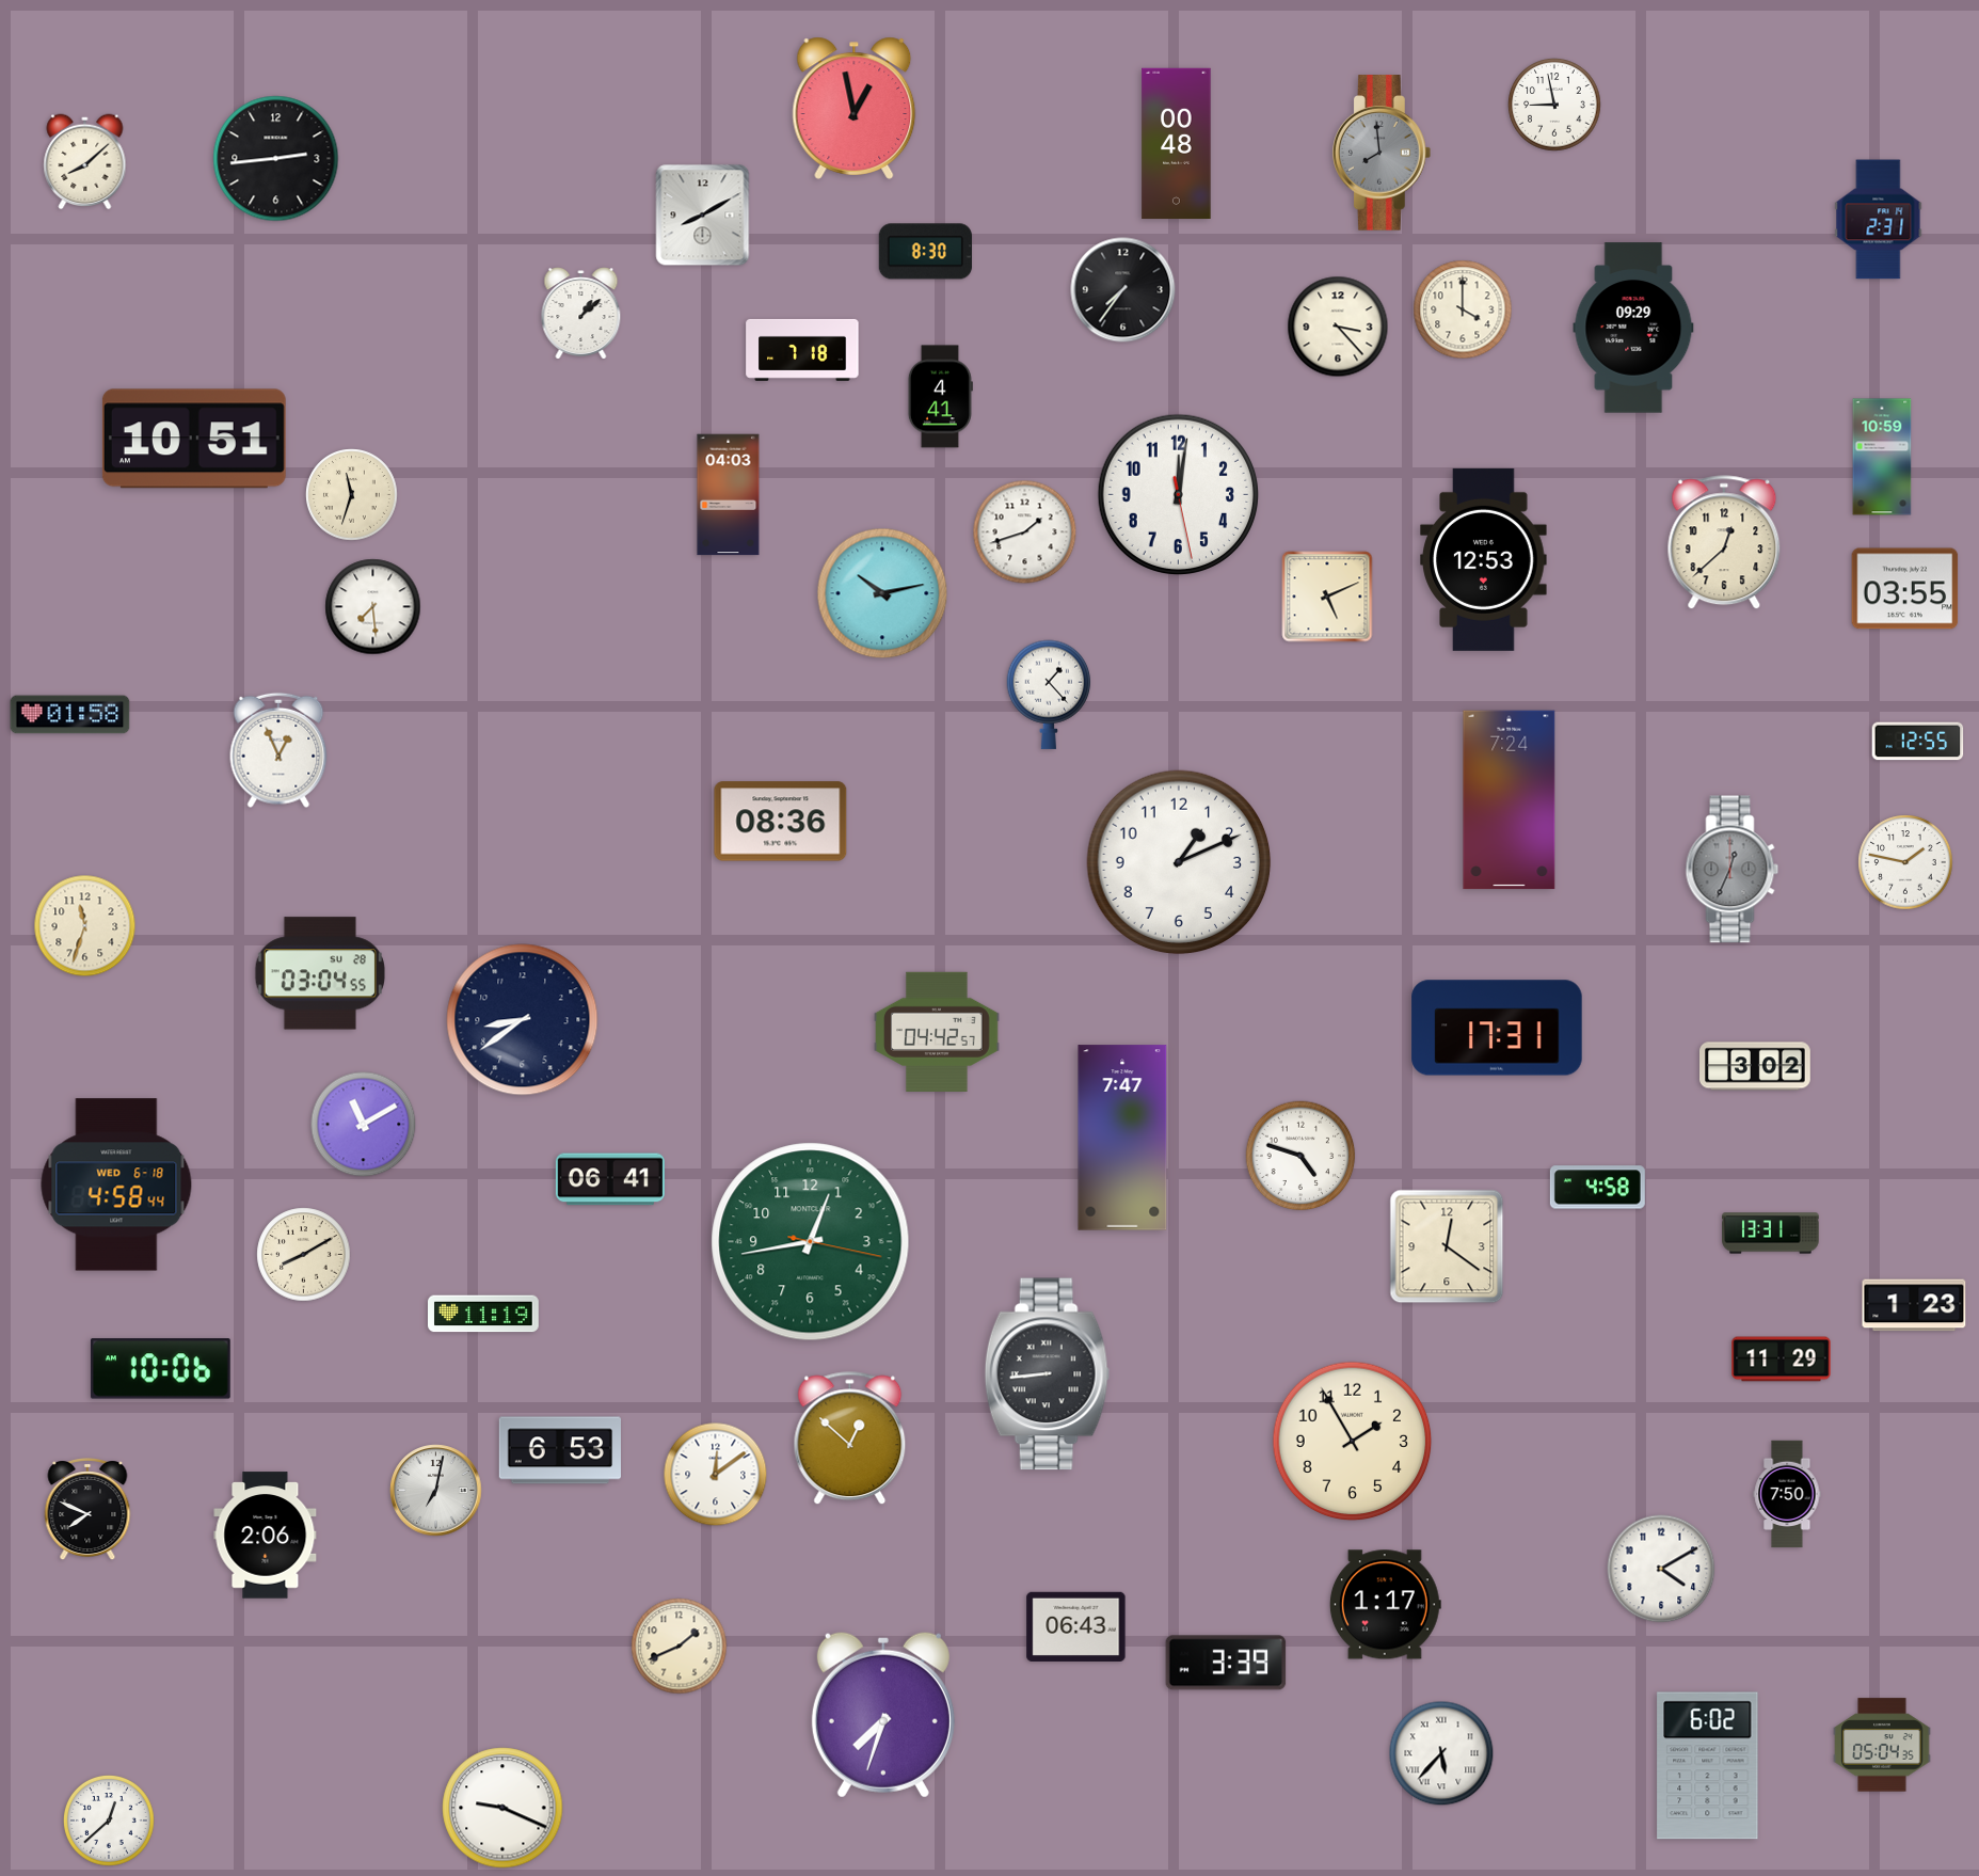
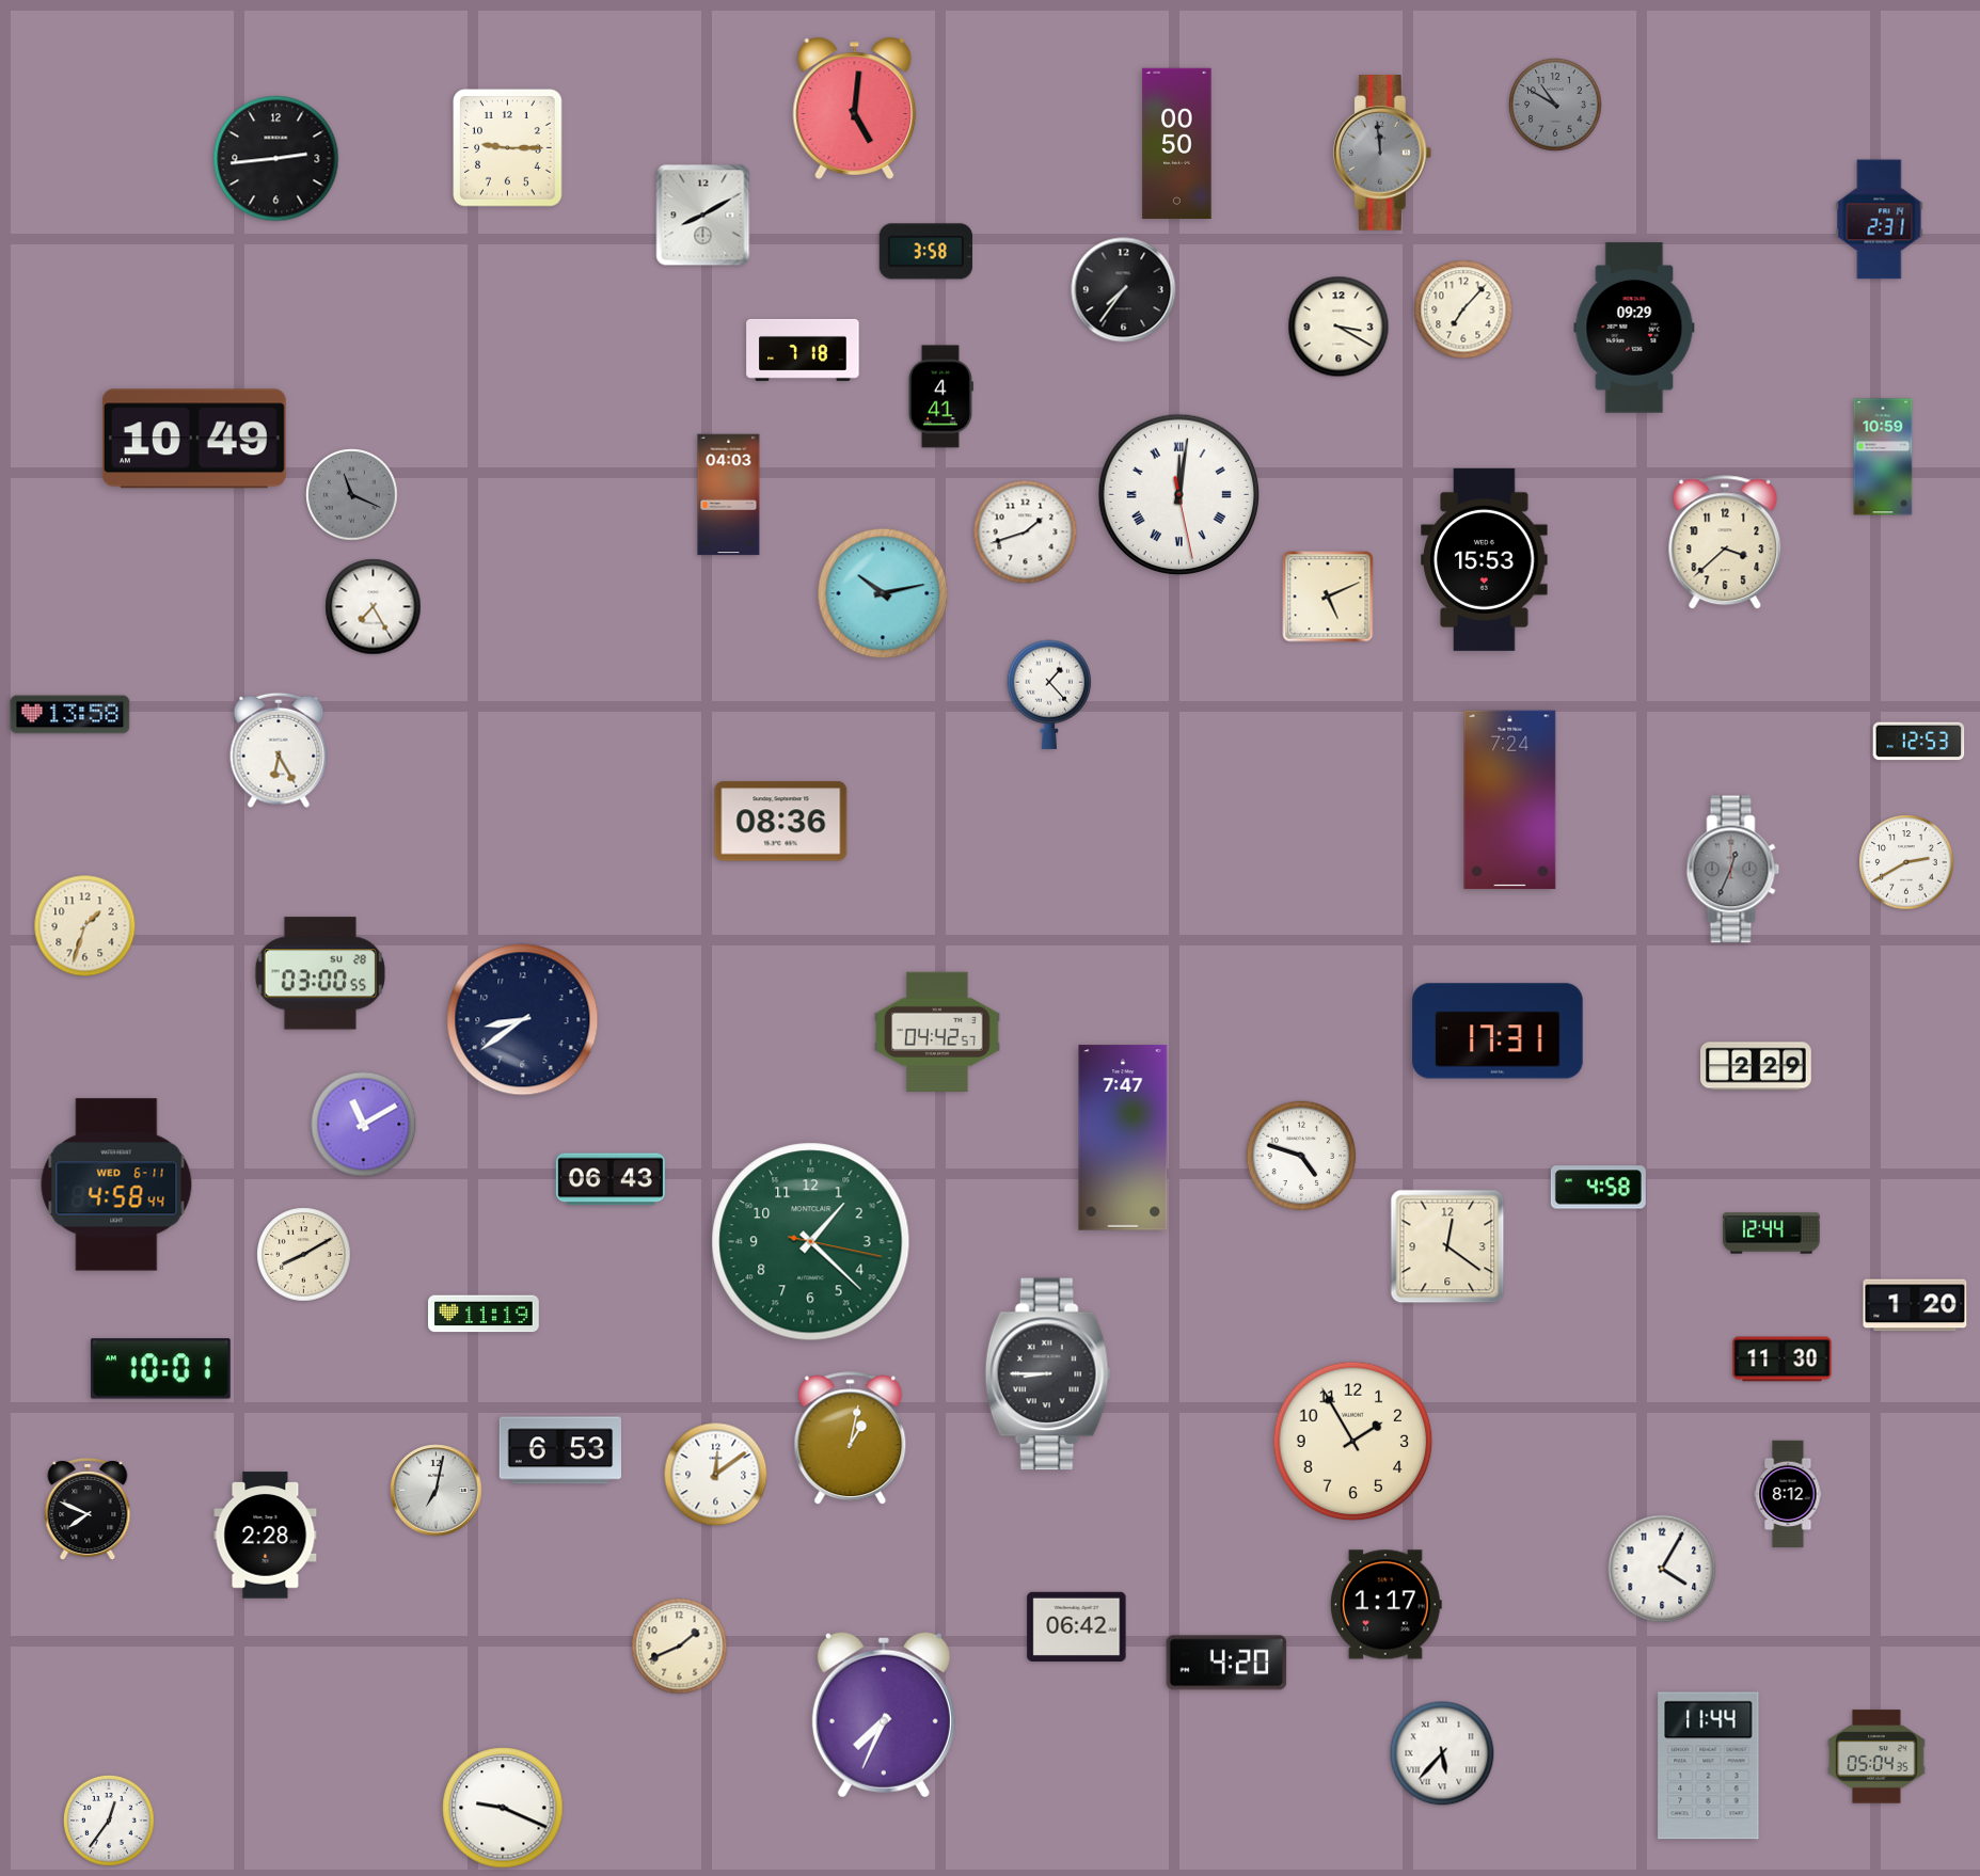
clock at (1554, 105): 8:58 -> 10:50
clock at (1554, 105) dial: white -> grey
clock at (855, 108): 12:58 -> 5:01
clock at (1177, 144): 00:48 -> 00:50
clock at (508, 148): none -> 9:15
clock at (1382, 153): 7:59 -> 11:59
clock at (85, 162): 8:08 -> none
clock at (925, 252): 8:30 -> 3:58
clock at (1463, 309): 4:00 -> 7:07
clock at (581, 314): 1:08 -> none
clock at (1338, 327): 3:23 -> 3:20
clock at (194, 439): 10:51 -> 10:49
clock at (1178, 494) numerals: Arabic -> Roman
clock at (352, 495): 11:33 -> 11:19
clock at (352, 495) dial: cream -> grey
clock at (1724, 543): 12:38 -> 3:38
clock at (1484, 559): 12:53 -> 15:53
clock at (1905, 589): 03:55 -> none
clock at (373, 607): 7:29 -> 7:25
clock at (70, 715): 01:58 -> 13:58
clock at (1918, 742): 12:55 -> 12:53
clock at (278, 750): 12:56 -> 6:25
clock at (1179, 862): 1:11 -> none
clock at (1905, 862): 1:47 -> 2:40
clock at (85, 926): 11:33 -> 1:33
clock at (320, 973): 03:04 -> 03:00
clock at (1497, 1028) position: (1497, 1028) -> (1498, 1031)
clock at (1756, 1066): 3:02 -> 2:29
clock at (610, 1179): 06:41 -> 06:43
clock at (116, 1185) date: WED 6-18 -> WED 6-11
clock at (1771, 1234): 13:31 -> 12:44
clock at (811, 1242): 12:43 -> 1:22
clock at (1914, 1305): 1:23 -> 1:20
clock at (1782, 1360): 11:29 -> 11:30
clock at (160, 1369): 10:06 -> 10:01
clock at (1048, 1374): 8:44 -> 8:45
clock at (850, 1438): 12:52 -> 1:02
clock at (1787, 1494): 7:50 -> 8:12
clock at (266, 1536): 2:06 -> 2:28
clock at (1661, 1569): 4:10 -> 4:05
clock at (1076, 1626): 06:43 -> 06:42
clock at (1226, 1663): 3:39 -> 4:20
clock at (883, 1715): 7:33 -> 7:34
clock at (1882, 1745) position: (1882, 1745) -> (1876, 1756)
clock at (1708, 1766): 6:02 -> 11:44
clock at (110, 1822): 12:38 -> 12:36
